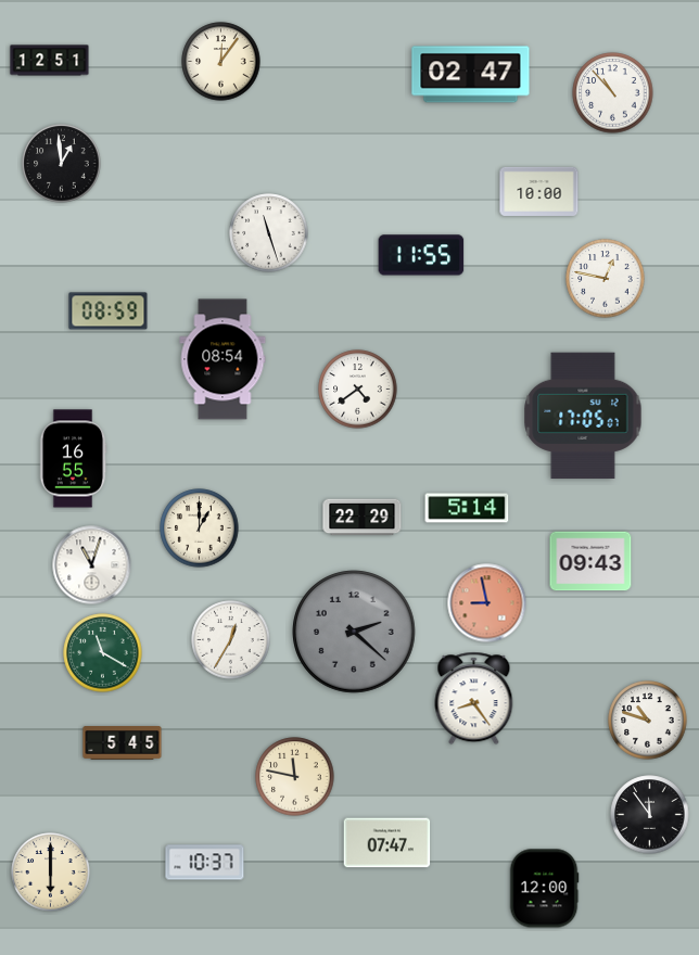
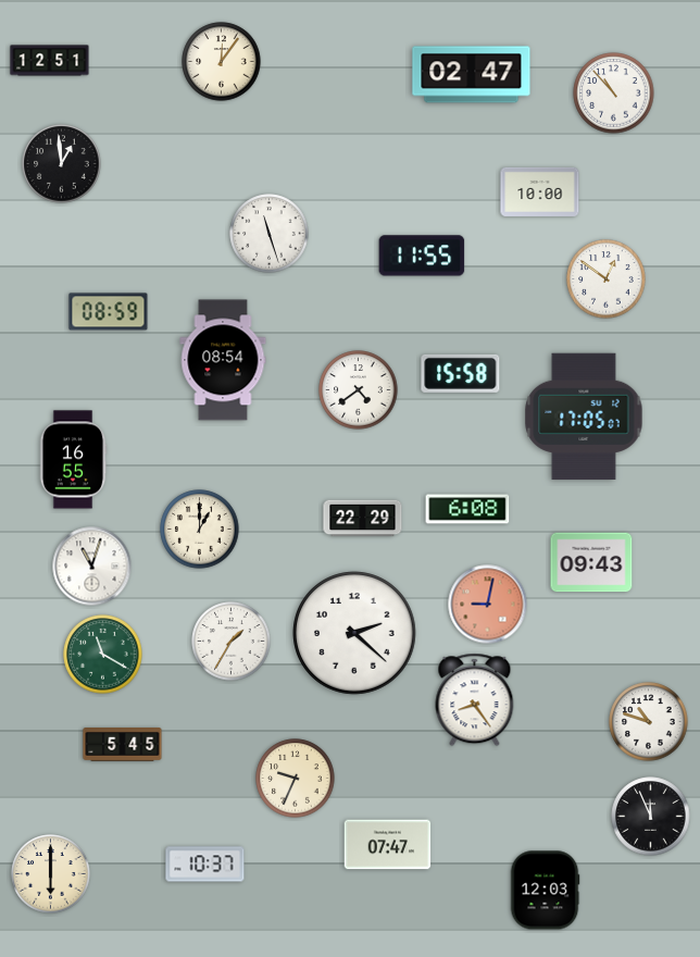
clock at (606, 279): 12:47 -> 12:51
clock at (461, 373): none -> 15:58
clock at (467, 508): 5:14 -> 6:08
clock at (487, 603): 8:58 -> 9:02
clock at (354, 632) dial: grey -> white
clock at (231, 640): 12:35 -> 1:35
clock at (295, 777): 11:47 -> 9:34
clock at (650, 815): 11:54 -> 11:56
clock at (544, 889): 12:00 -> 12:03
